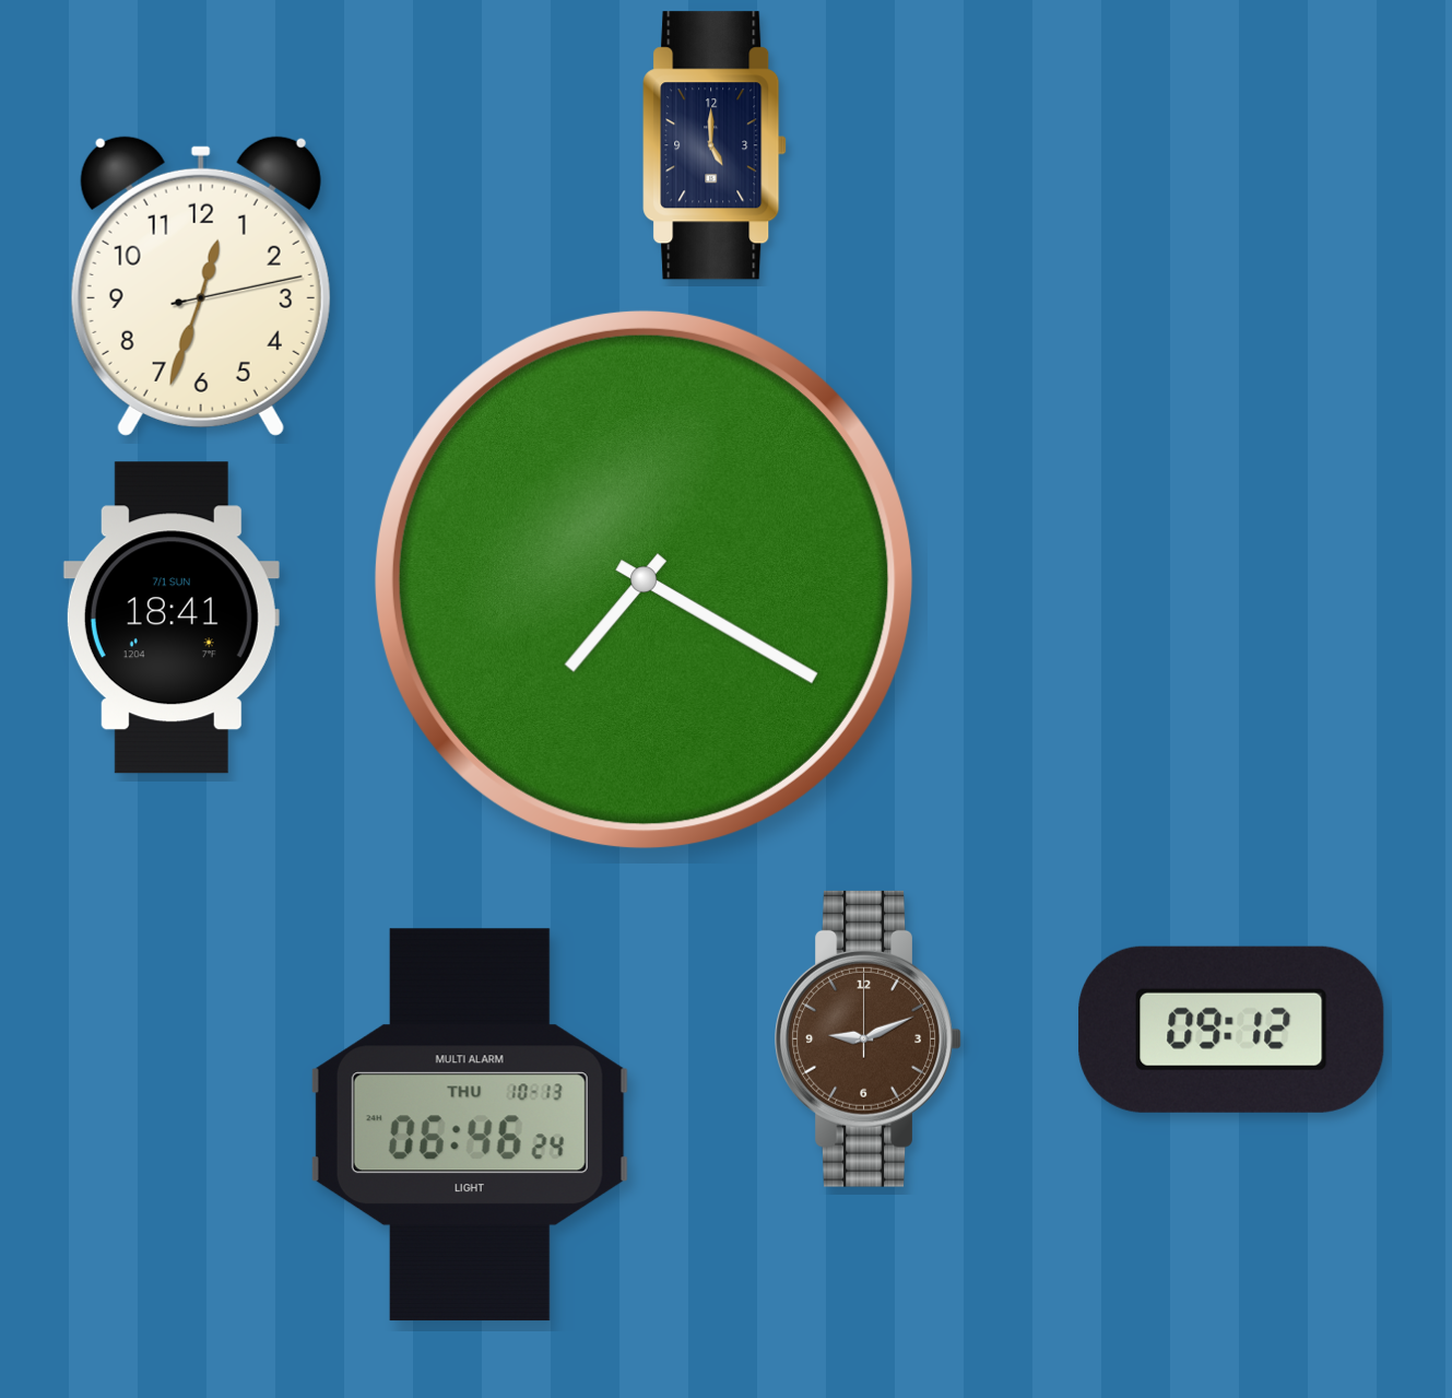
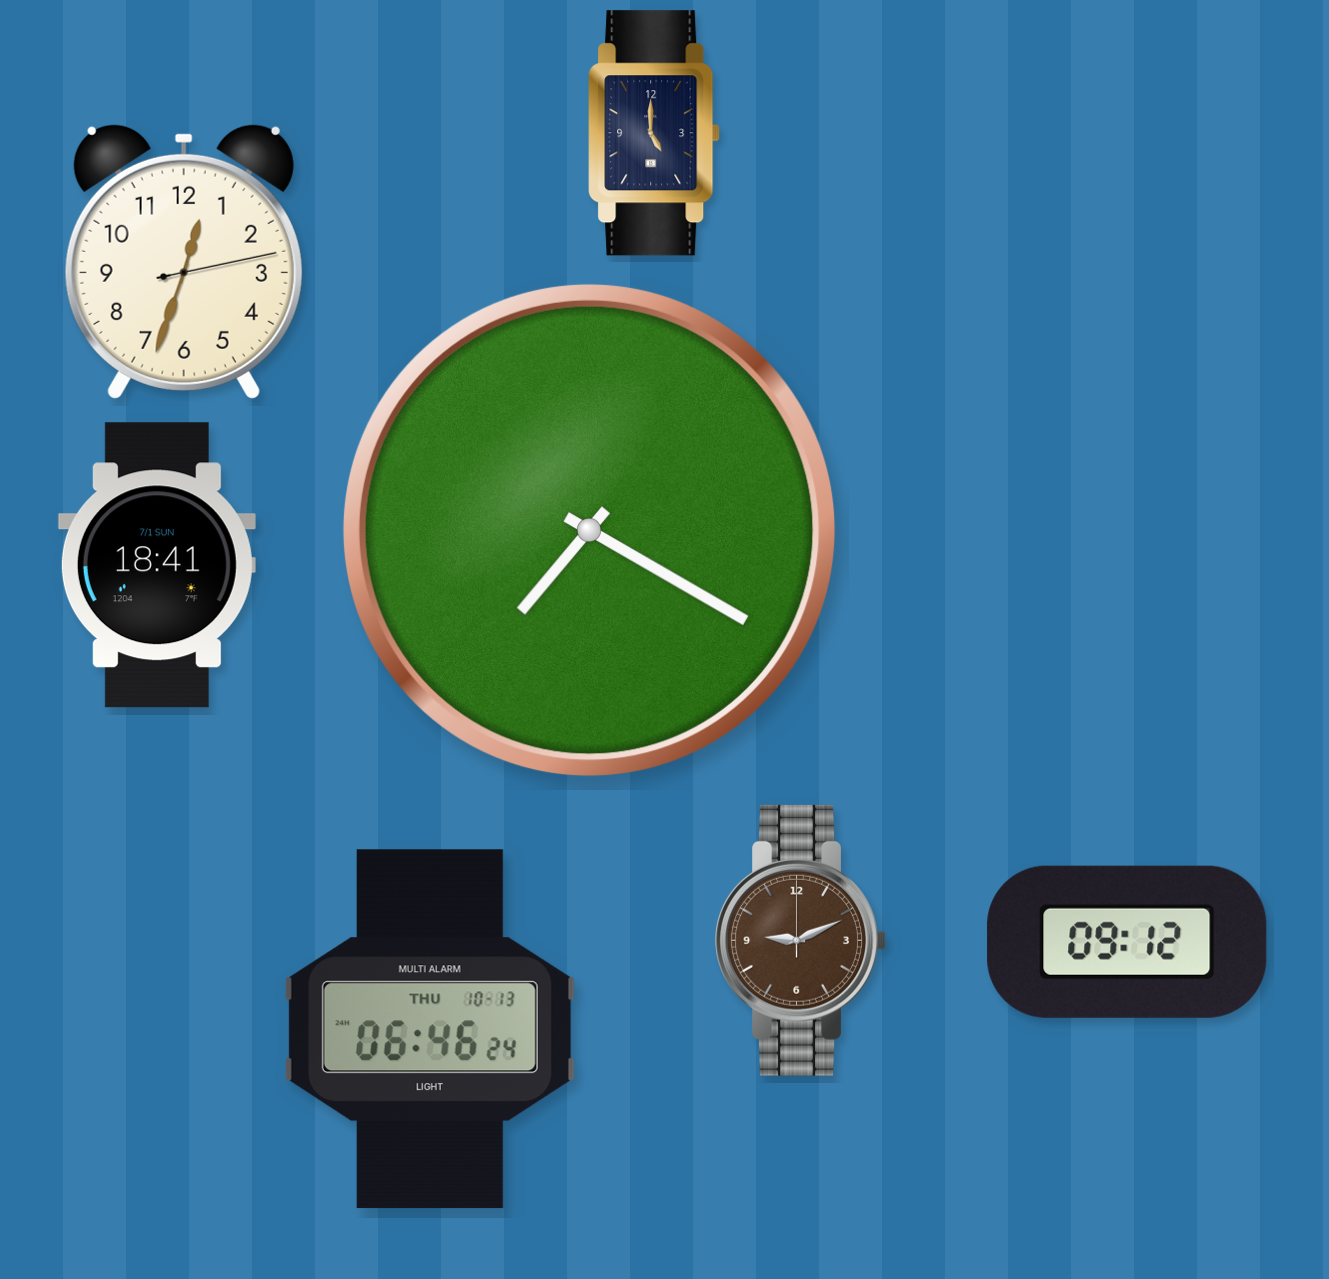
clock at (867, 1038) position: (867, 1038) -> (800, 940)
